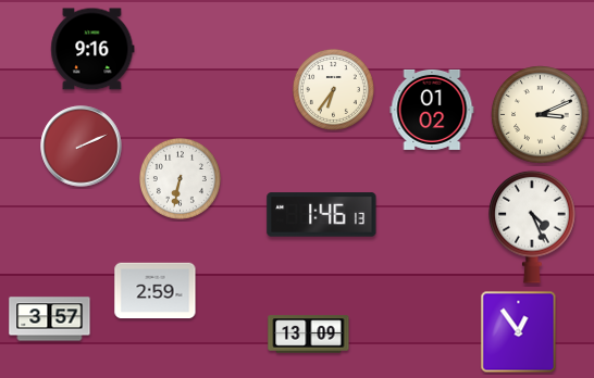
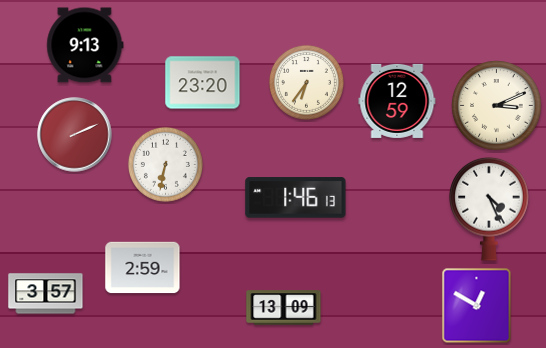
clock at (92, 49): 9:16 -> 9:13
clock at (203, 83): none -> 23:20
clock at (432, 110): 01:02 -> 12:59
clock at (519, 332): 12:54 -> 12:50
